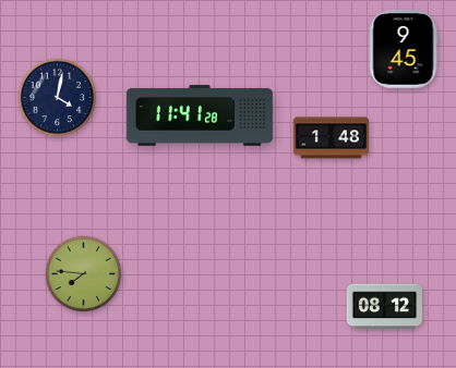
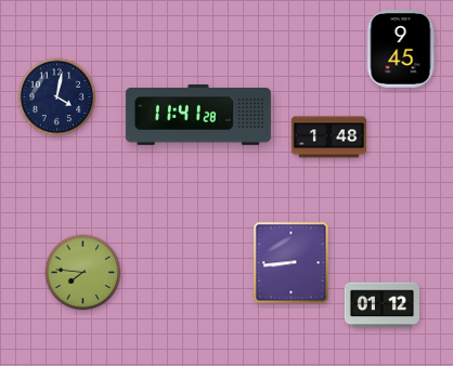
clock at (292, 263): none -> 8:44
clock at (384, 307): 08:12 -> 01:12
